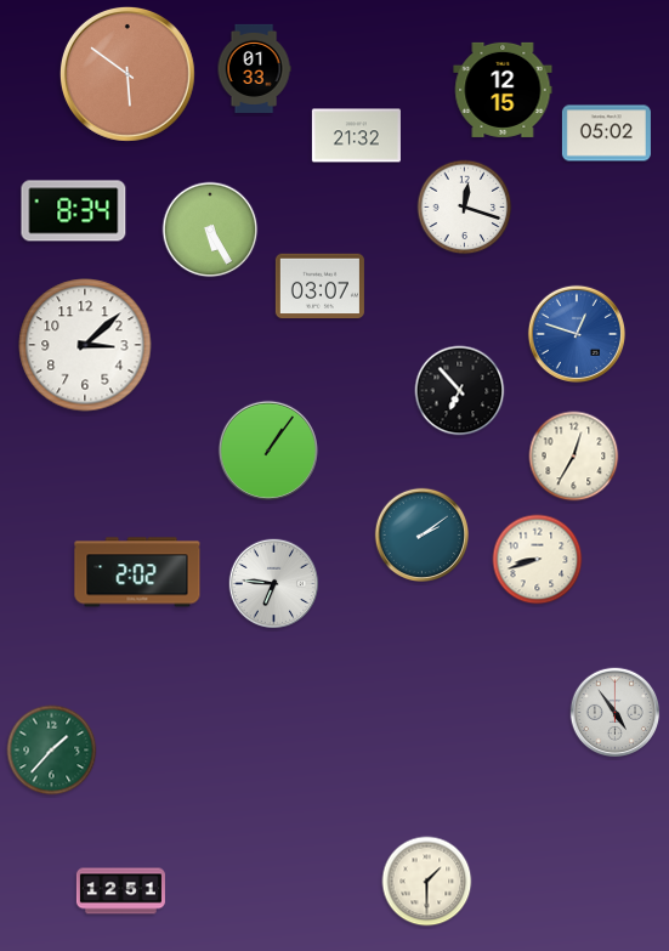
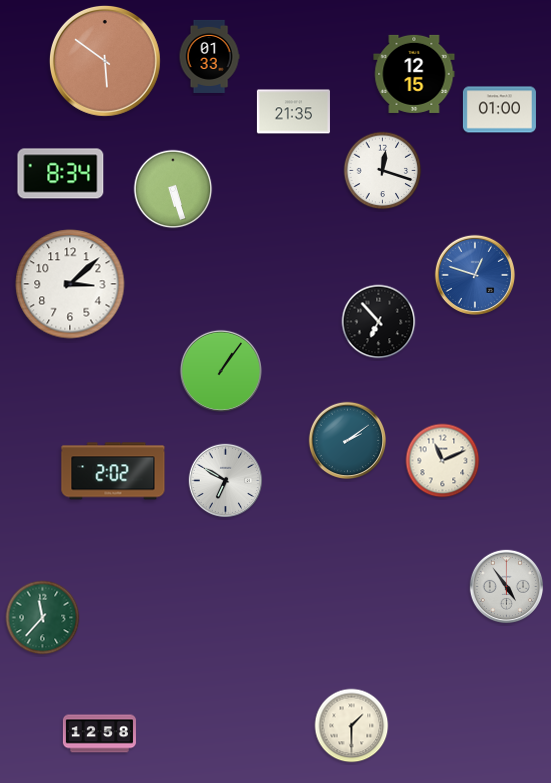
clock at (606, 134): 05:02 -> 01:00
clock at (356, 136): 21:32 -> 21:35
clock at (210, 230): 5:25 -> 5:27
clock at (319, 287): 03:07 -> none
clock at (574, 457): 12:35 -> none
clock at (538, 560): 8:42 -> 11:11
clock at (274, 584): 6:46 -> 6:50
clock at (52, 751): 1:37 -> 11:37
clock at (120, 891): 12:51 -> 12:58
